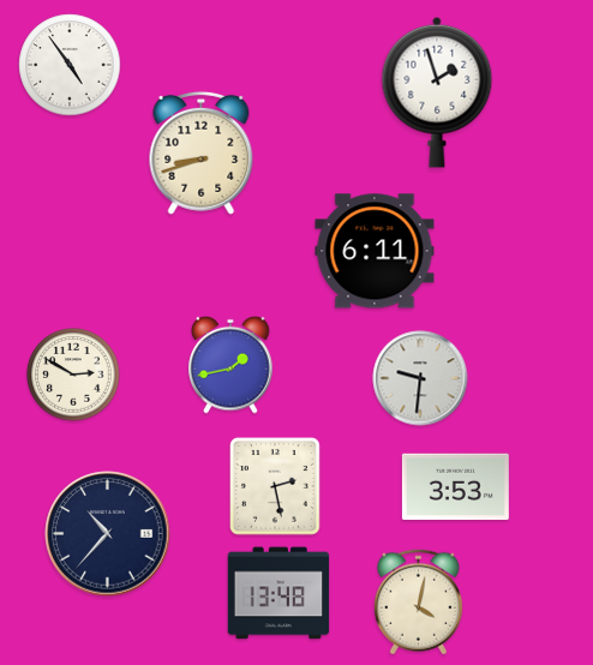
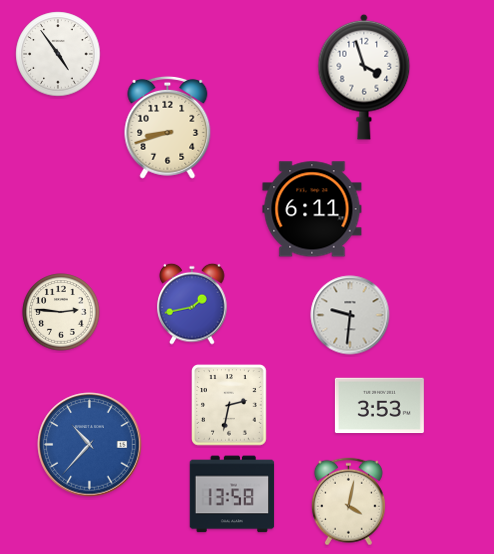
clock at (437, 92): 1:57 -> 3:57
clock at (73, 375): 2:50 -> 2:46
clock at (275, 486): 2:28 -> 2:32
clock at (108, 534) dial: navy -> blue
clock at (278, 593): 13:48 -> 13:58
